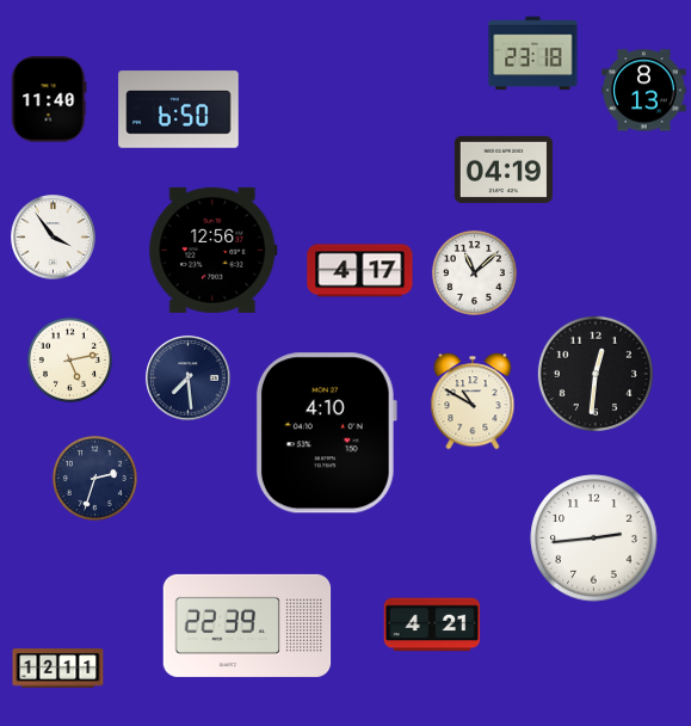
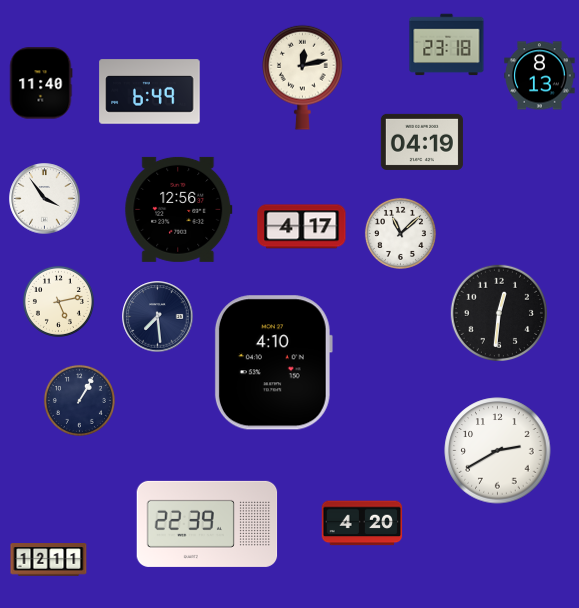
clock at (303, 77): none -> 12:13
clock at (179, 110): 6:50 -> 6:49
clock at (474, 272) position: (474, 272) -> (400, 233)
clock at (473, 401): 10:50 -> none
clock at (94, 478): 2:33 -> 1:05
clock at (594, 539): 2:44 -> 2:40
clock at (432, 625): 4:21 -> 4:20
